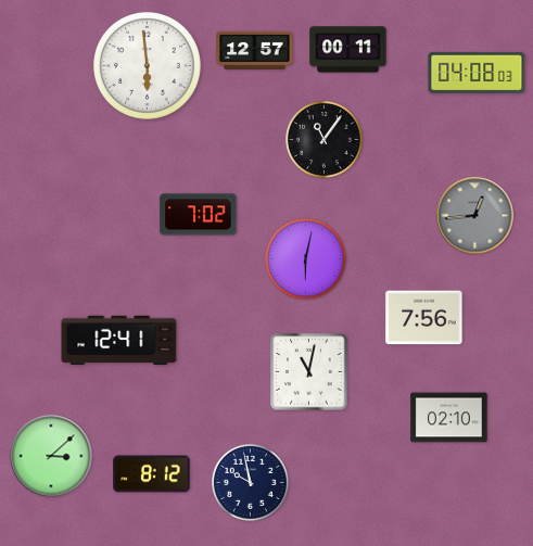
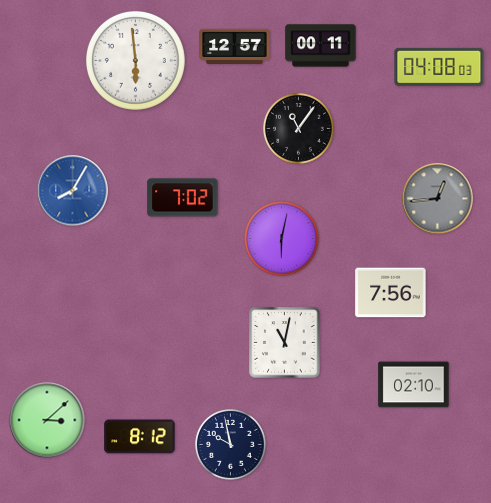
clock at (73, 191): none -> 8:05
clock at (119, 341): 12:41 -> none
